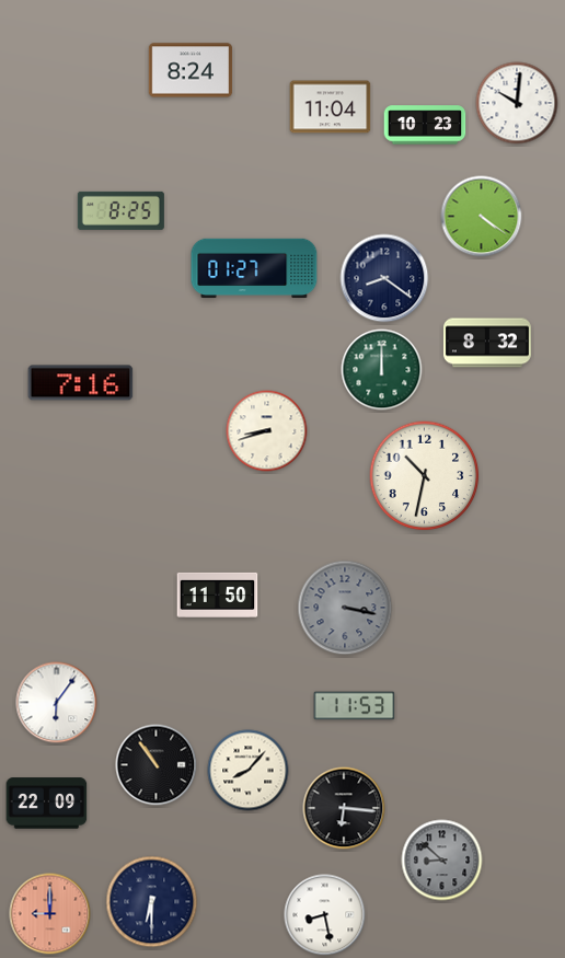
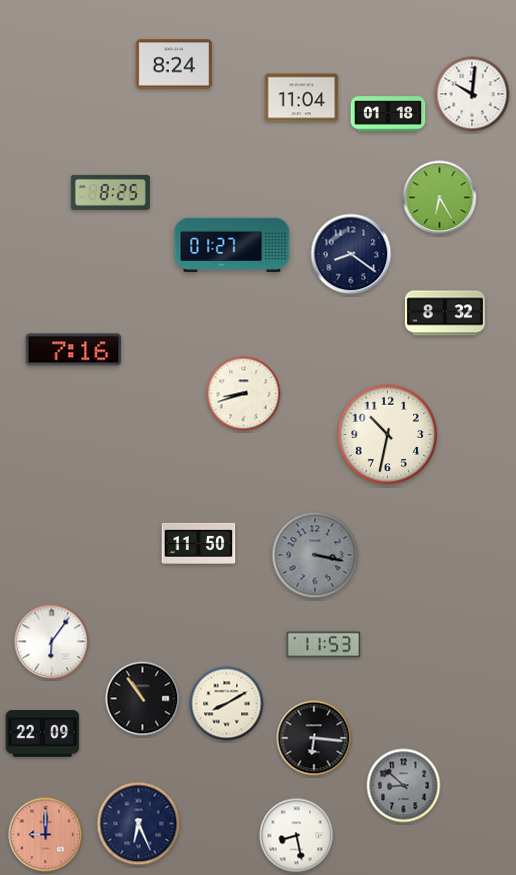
clock at (425, 125): 10:23 -> 01:18
clock at (482, 217): 4:21 -> 6:25
clock at (382, 370): 12:00 -> none
clock at (249, 771): 8:07 -> 8:10
clock at (152, 902): 6:30 -> 6:26
